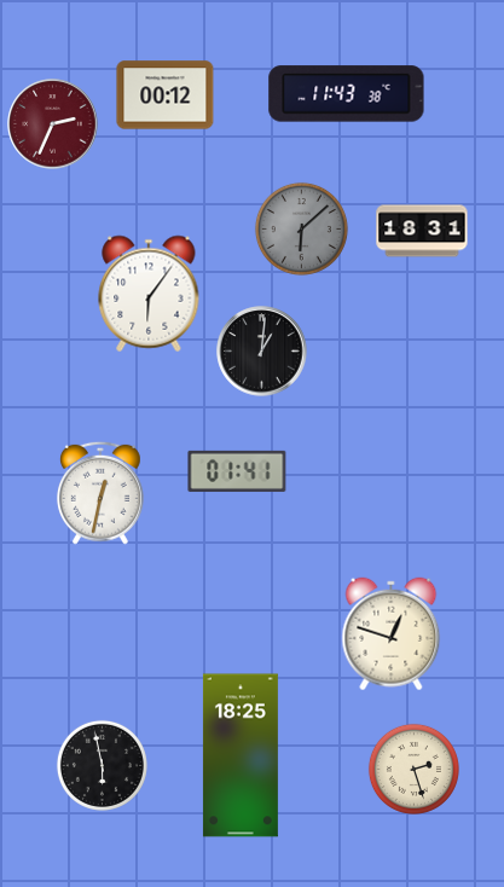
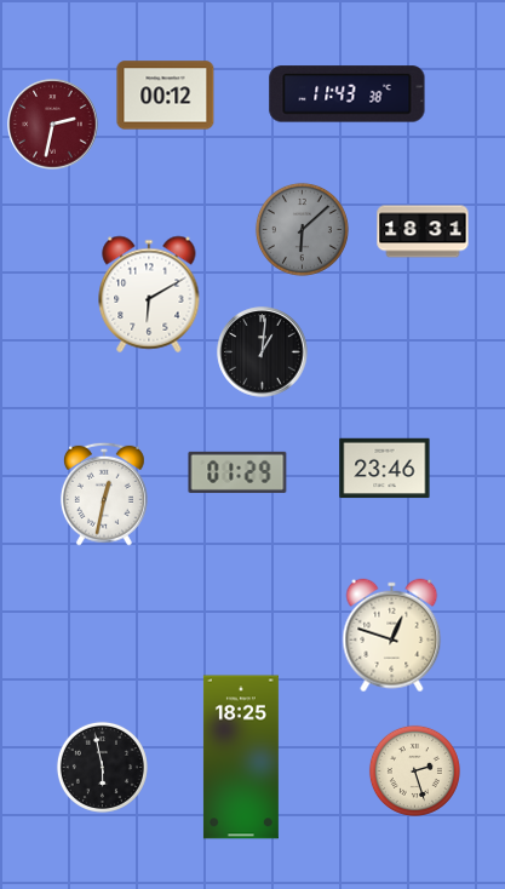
clock at (53, 124): 2:34 -> 2:32
clock at (149, 294): 6:06 -> 6:10
clock at (385, 469): none -> 23:46
clock at (237, 471): 01:41 -> 01:29
clock at (100, 493) position: (100, 493) -> (104, 494)
